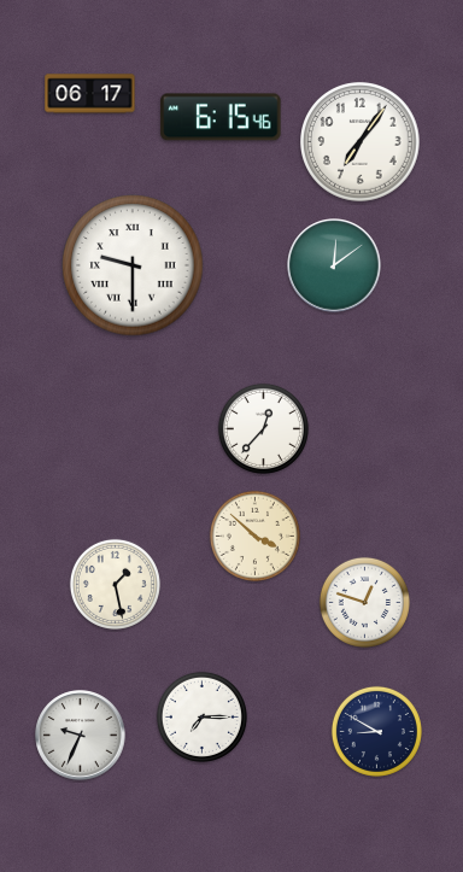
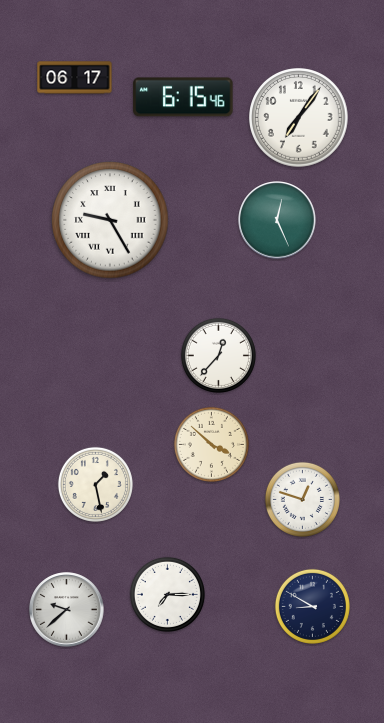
clock at (133, 265): 9:30 -> 9:25
clock at (334, 265): 12:09 -> 12:26
clock at (81, 736): 9:34 -> 9:38
